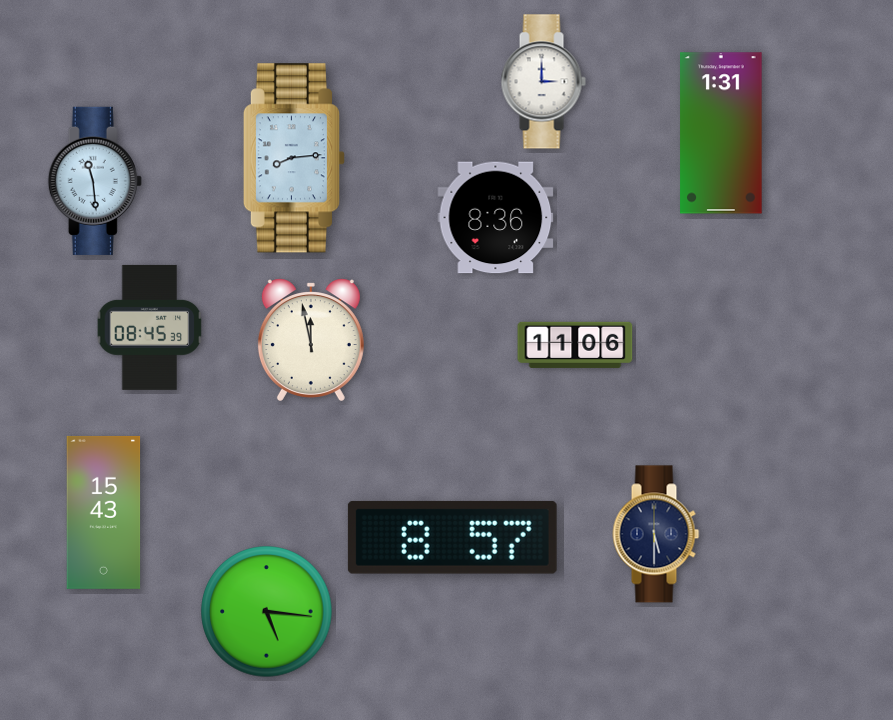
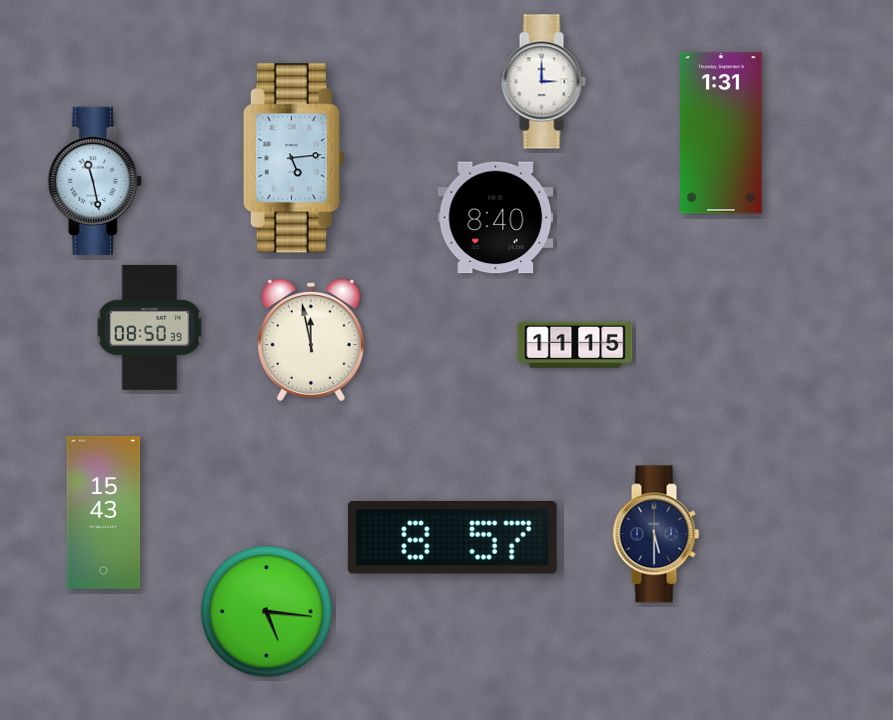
clock at (294, 158): 8:14 -> 5:14
clock at (95, 181): 11:29 -> 11:28
clock at (496, 218): 8:36 -> 8:40
clock at (150, 327): 08:45 -> 08:50
clock at (575, 345): 11:06 -> 11:15
